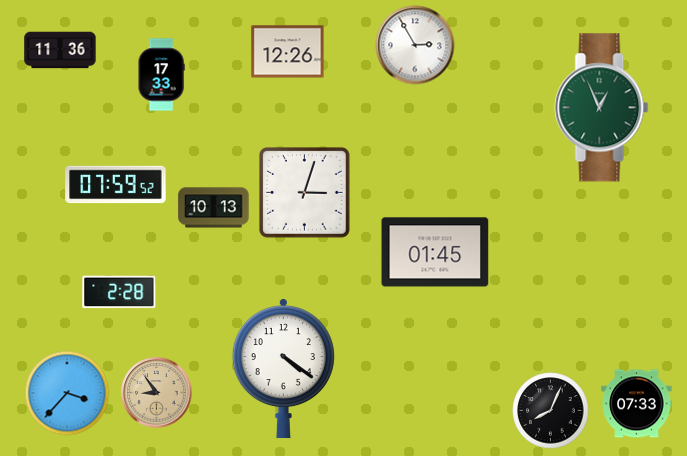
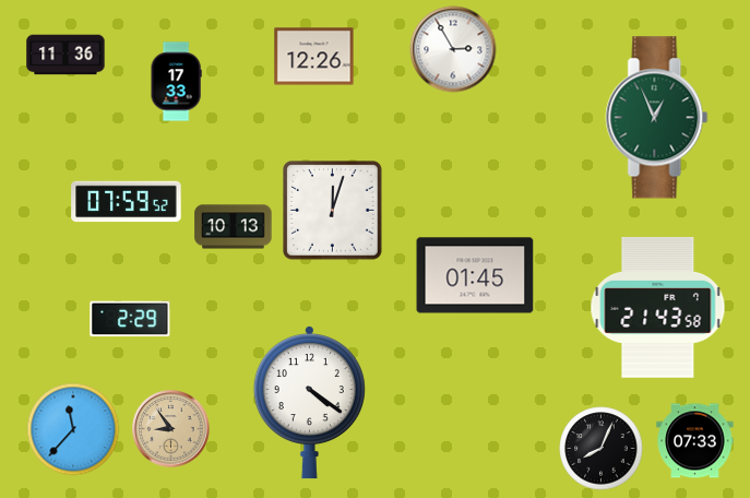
clock at (305, 193): 3:03 -> 12:03
clock at (658, 308): none -> 21:43
clock at (119, 292): 2:28 -> 2:29
clock at (67, 393): 3:37 -> 11:37
